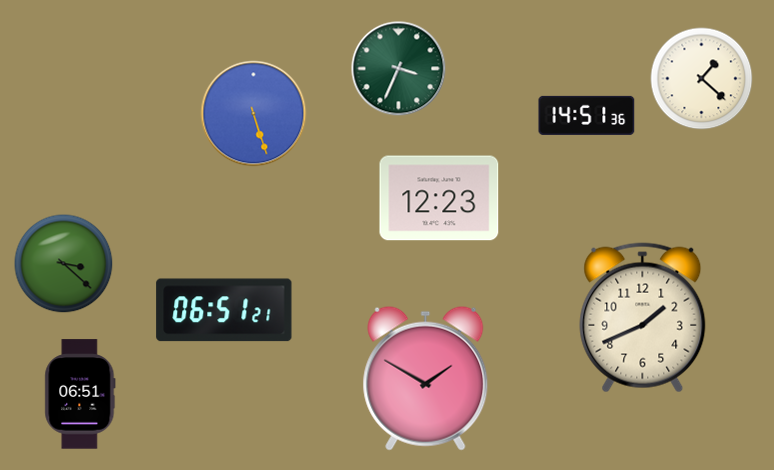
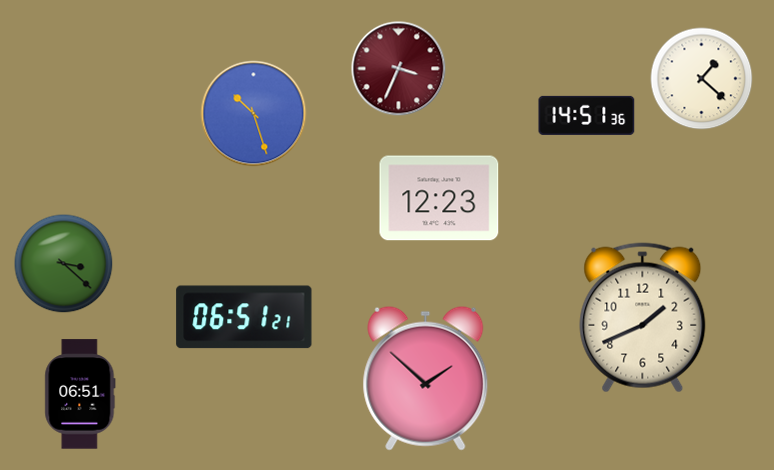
clock at (399, 69) dial: green -> burgundy
clock at (254, 114): 5:27 -> 10:27
clock at (224, 310) position: (224, 310) -> (244, 317)
clock at (426, 378): 1:50 -> 1:52
